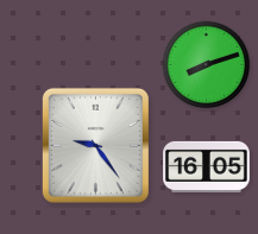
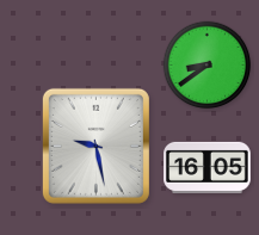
clock at (207, 65): 8:12 -> 8:39
clock at (95, 145): 9:24 -> 9:28
